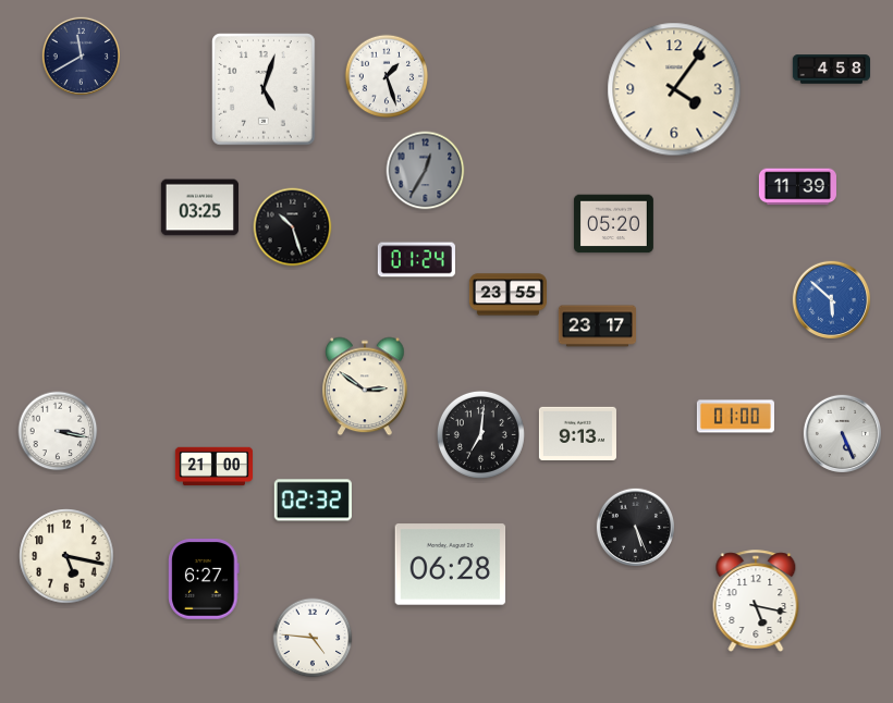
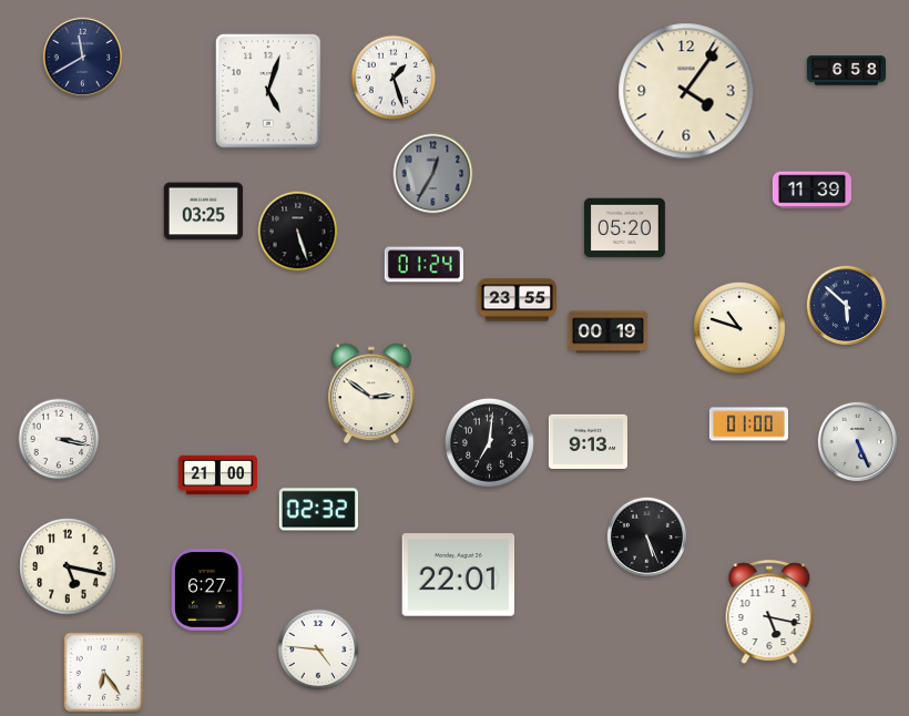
clock at (831, 70): 4:58 -> 6:58
clock at (293, 227): 10:27 -> 5:27
clock at (831, 299) dial: blue -> navy
clock at (741, 329): none -> 10:48
clock at (597, 326): 23:17 -> 00:19
clock at (451, 565): 06:28 -> 22:01
clock at (104, 673): none -> 6:24
